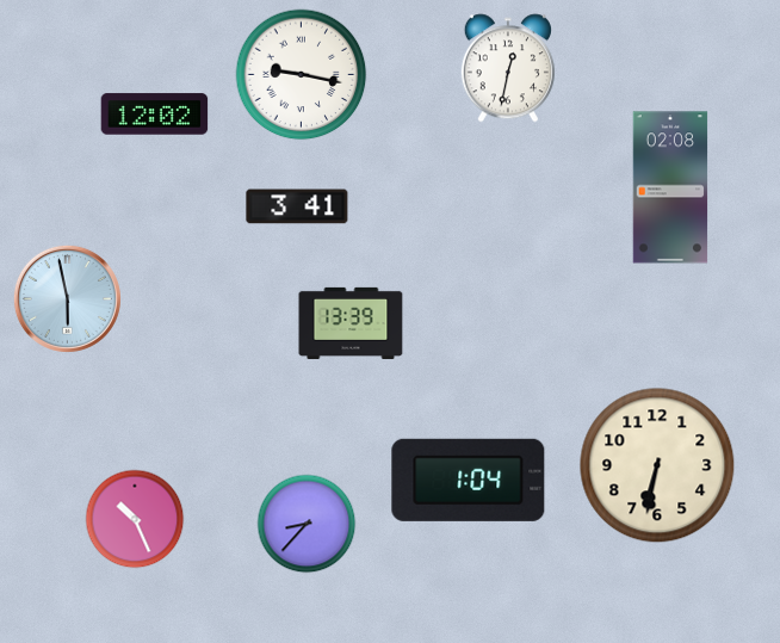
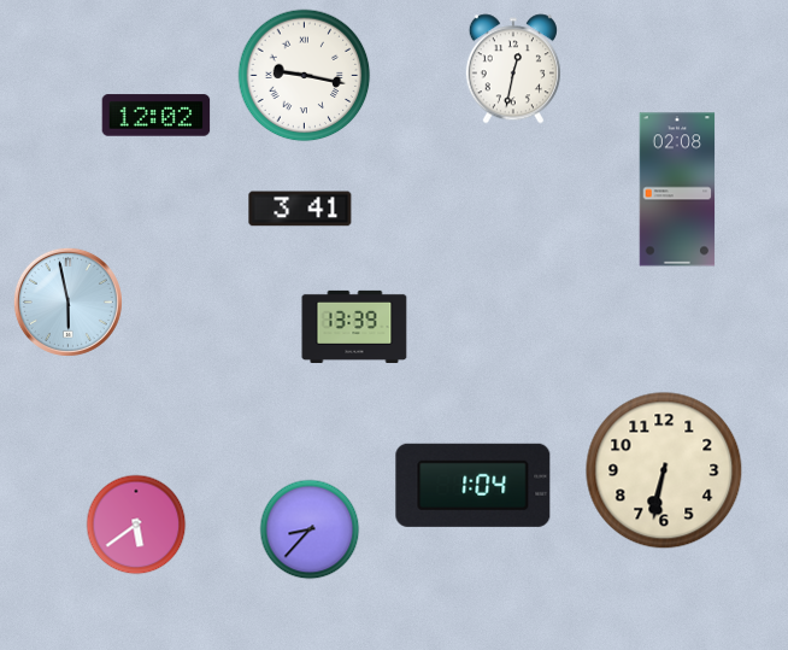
clock at (135, 519): 10:26 -> 5:39
